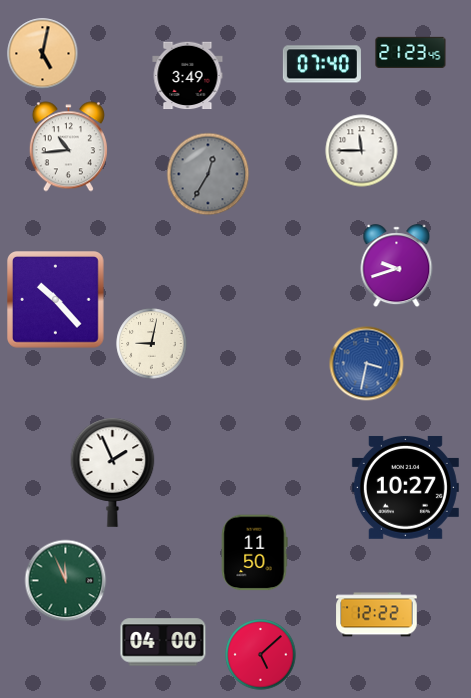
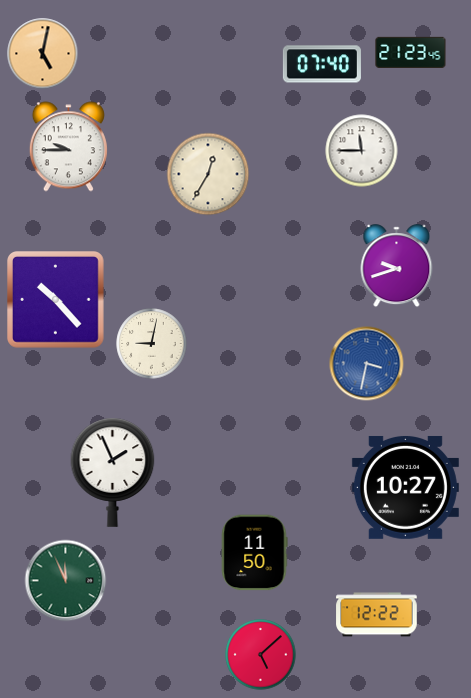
clock at (188, 76): 3:49 -> none
clock at (68, 147): 10:44 -> 9:45
clock at (208, 174) dial: grey -> cream
clock at (163, 642): 04:00 -> none
